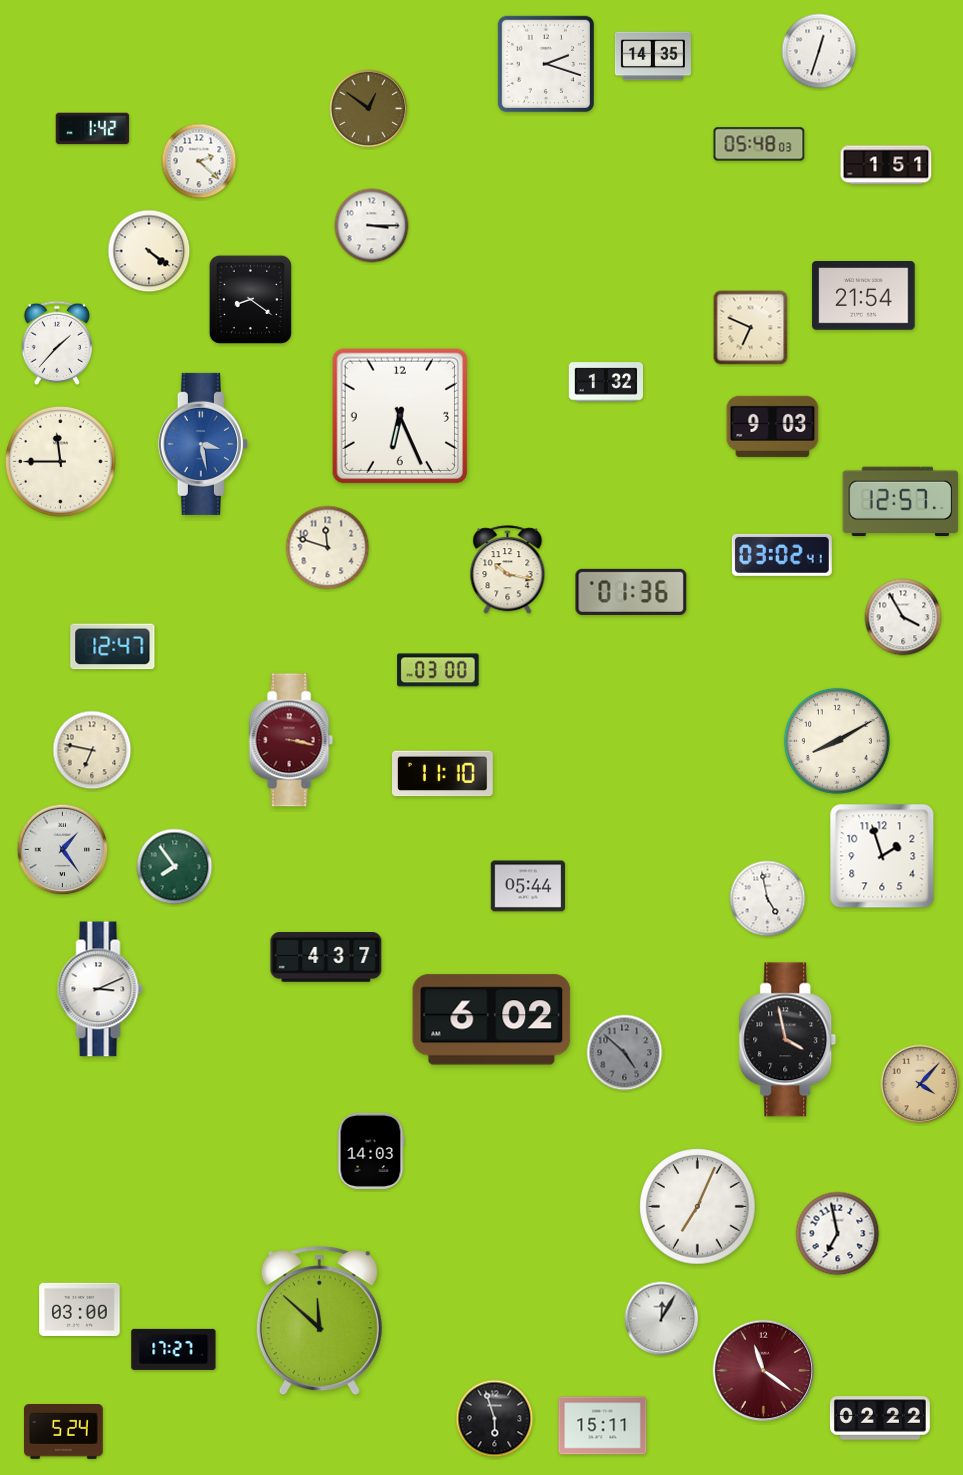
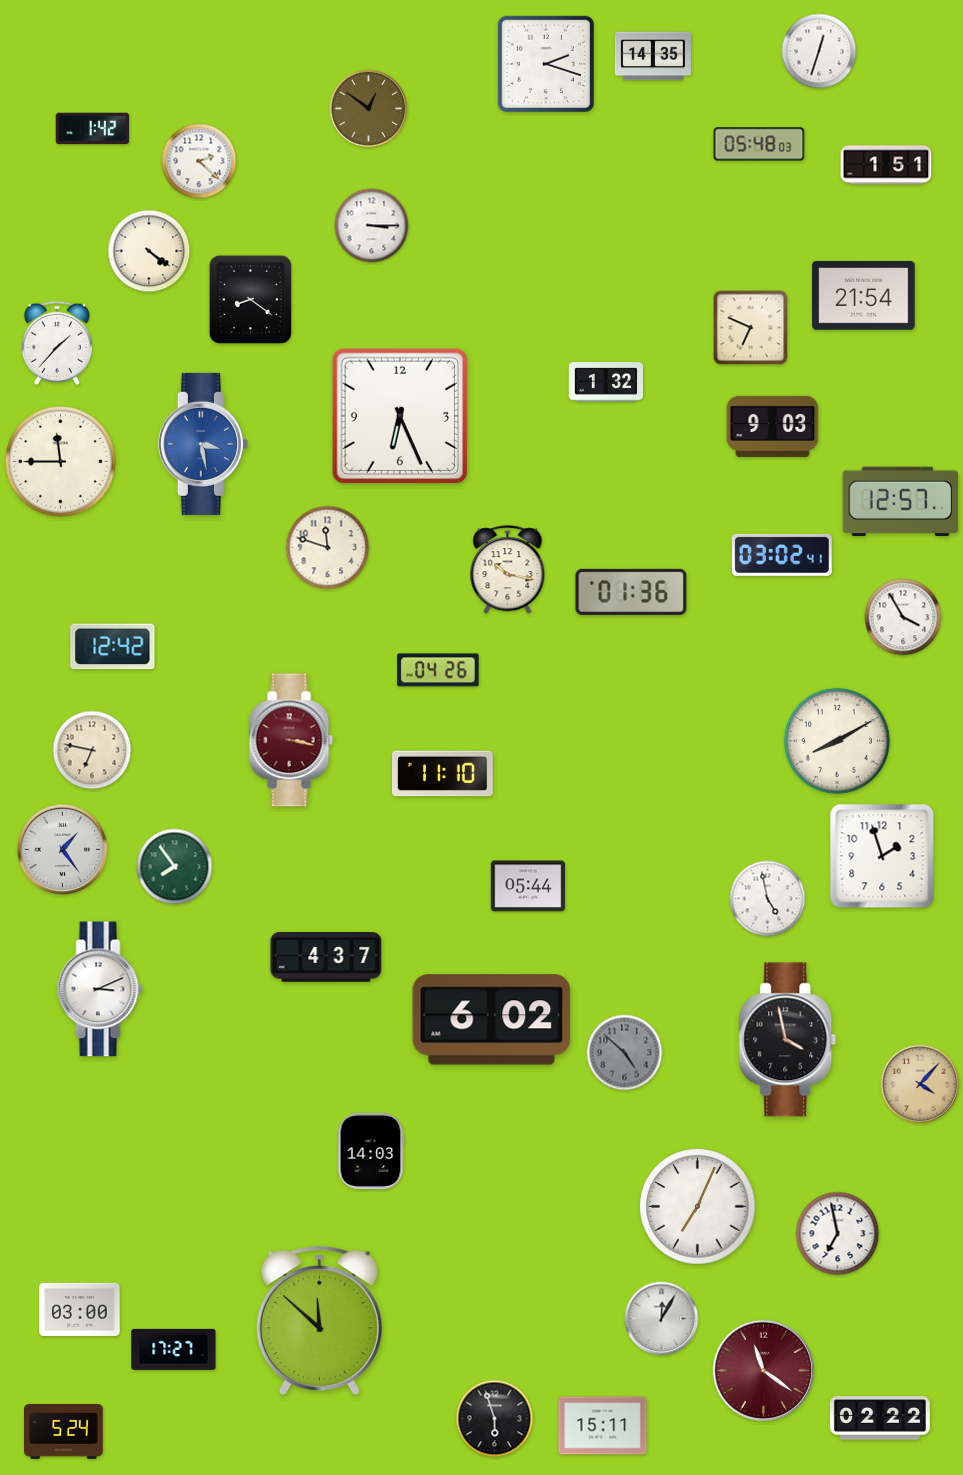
clock at (113, 647): 12:47 -> 12:42
clock at (438, 670): 03:00 -> 04:26
